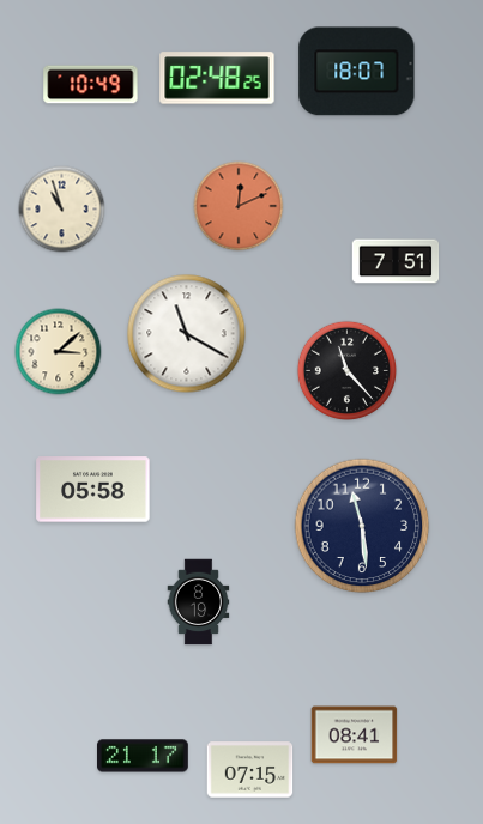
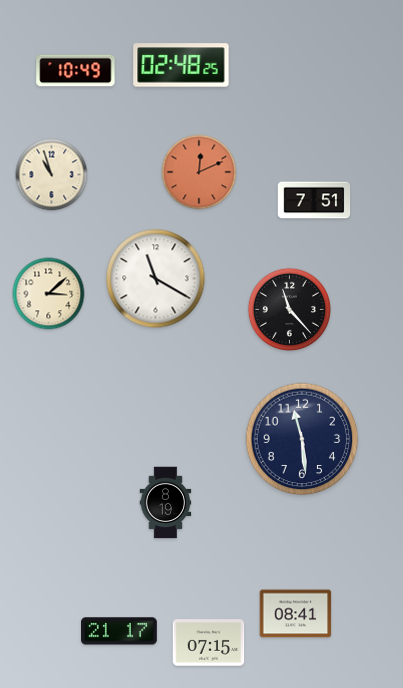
clock at (357, 72): 18:07 -> none
clock at (396, 261) position: (396, 261) -> (314, 200)
clock at (93, 490): 05:58 -> none
